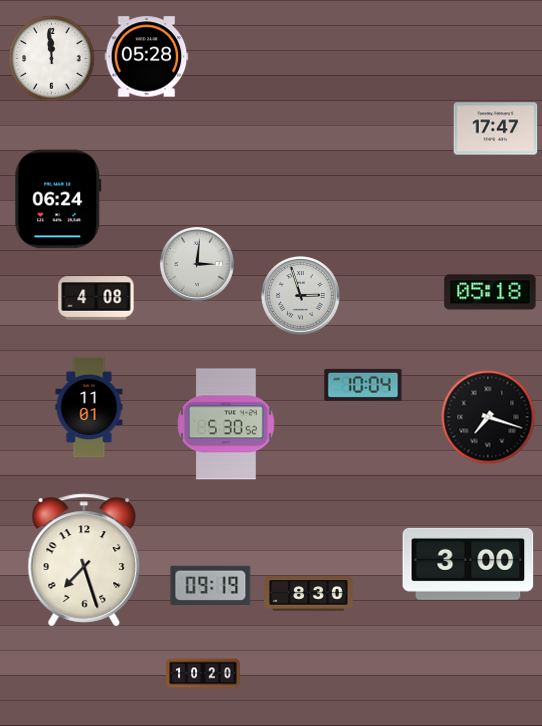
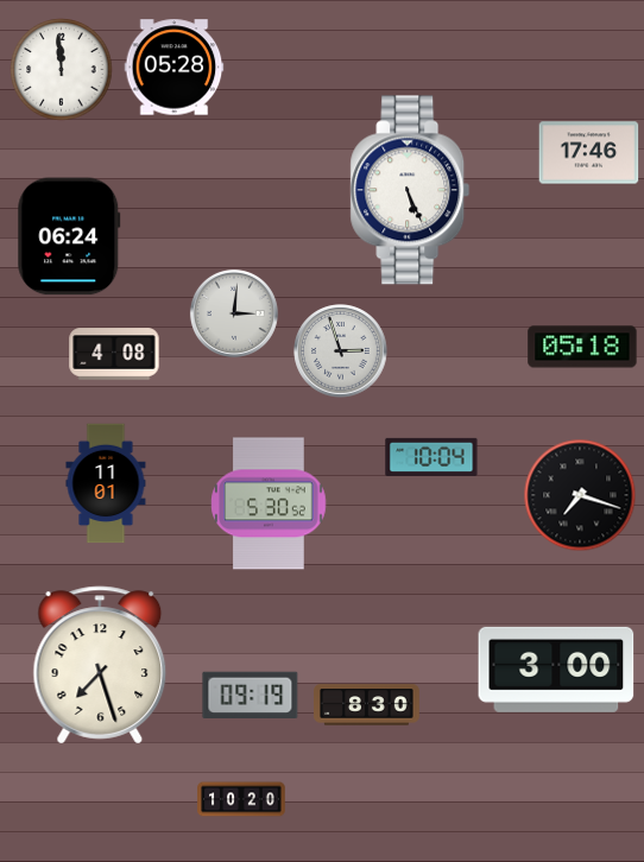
clock at (496, 129): 17:47 -> 17:46
clock at (410, 190): none -> 5:26
clock at (301, 296) position: (301, 296) -> (341, 351)
